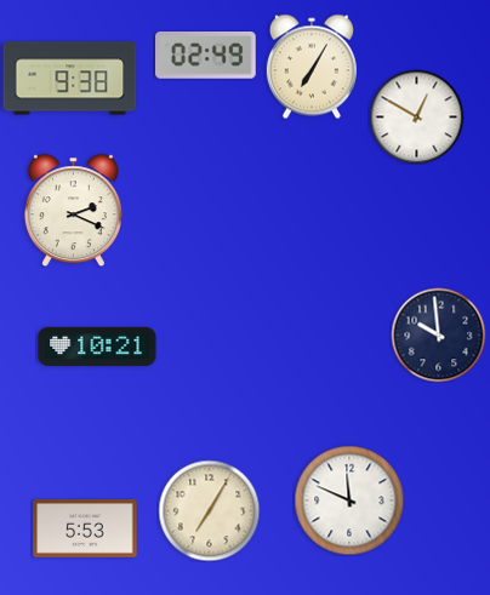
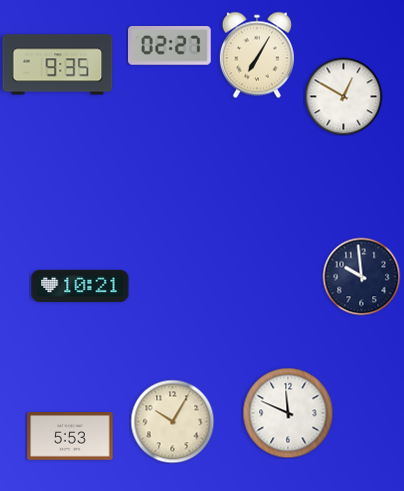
clock at (206, 56): 02:49 -> 02:27
clock at (70, 79): 9:38 -> 9:35
clock at (73, 210): 2:19 -> none
clock at (209, 510): 7:05 -> 10:05
